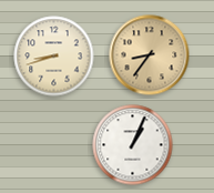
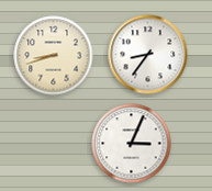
clock at (150, 55) dial: champagne -> white
clock at (133, 145): 1:04 -> 3:04
